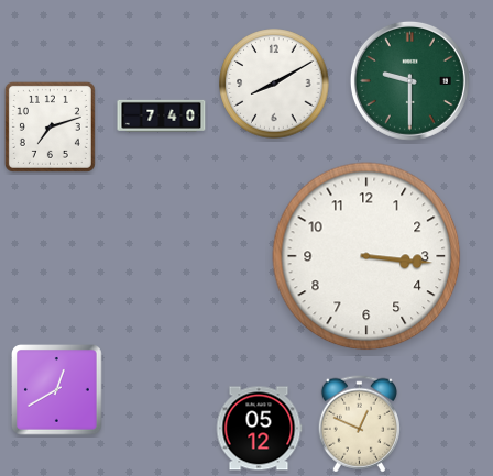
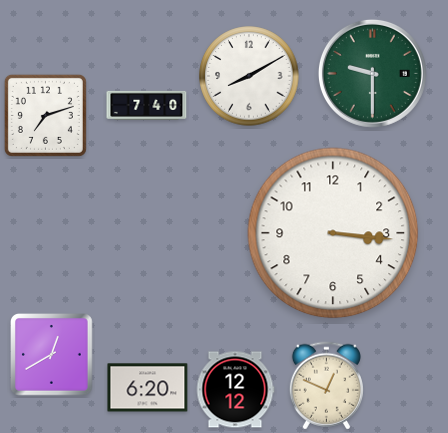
clock at (148, 388): none -> 6:20
clock at (259, 429): 05:12 -> 12:12
